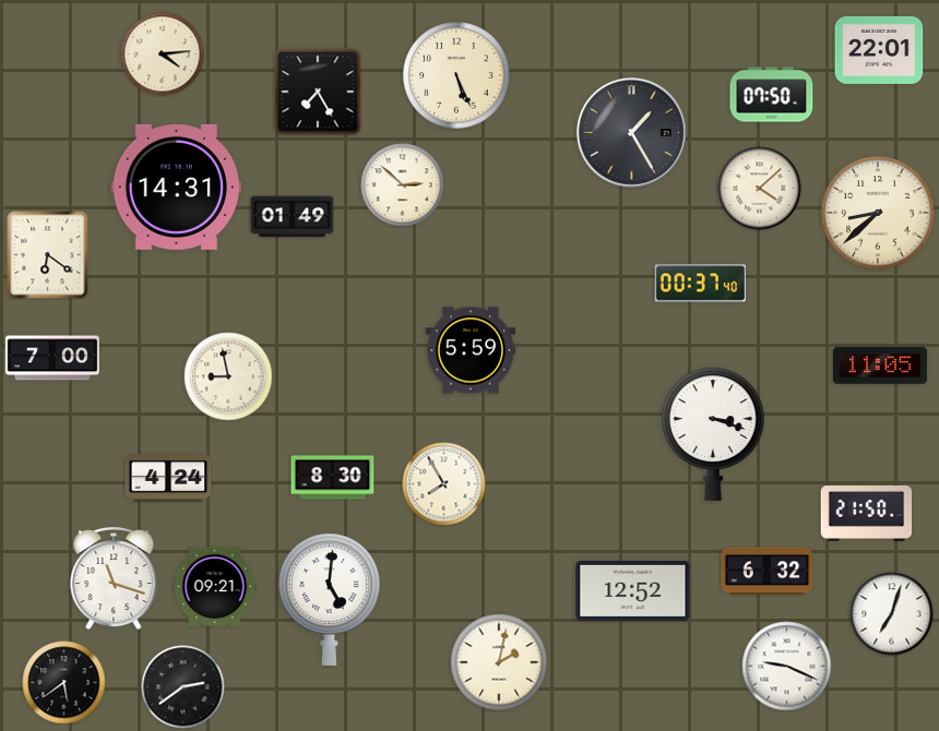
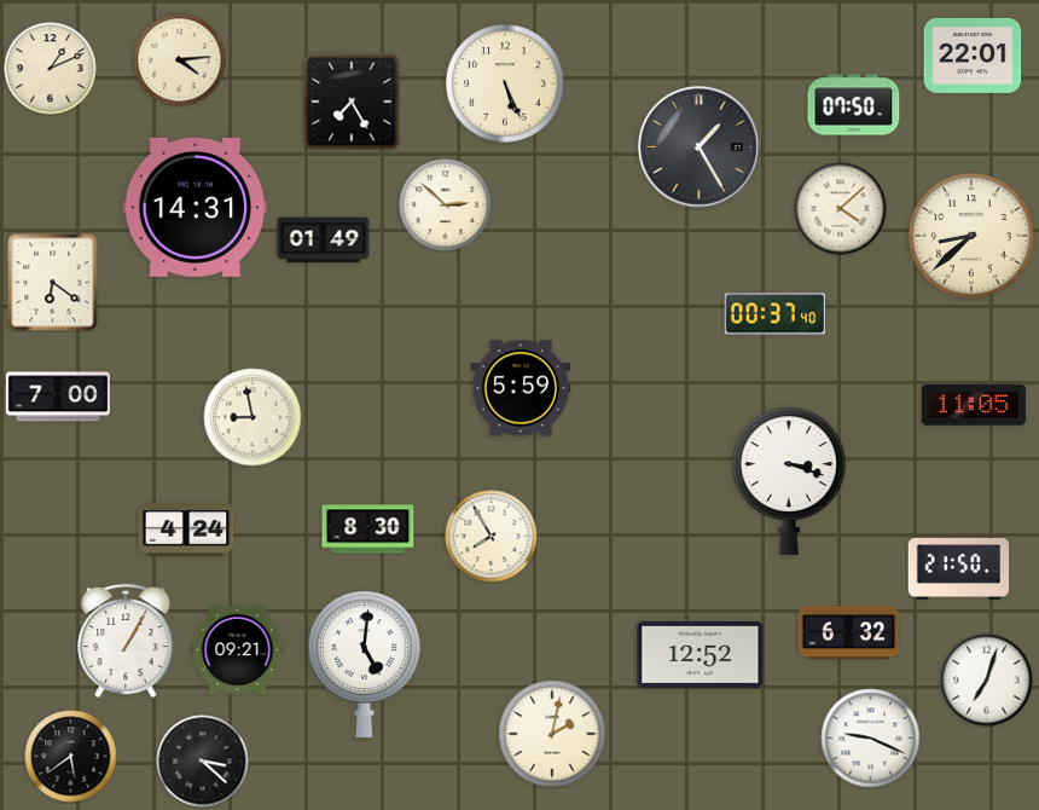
clock at (51, 69): none -> 1:11
clock at (114, 578): 11:18 -> 1:05
clock at (183, 687): 2:39 -> 3:22
